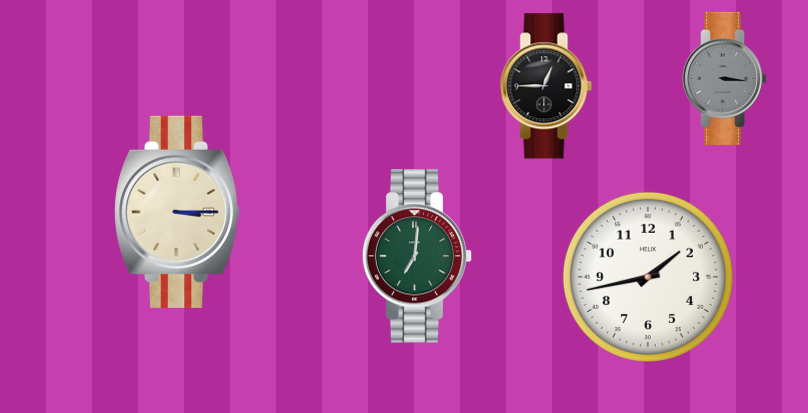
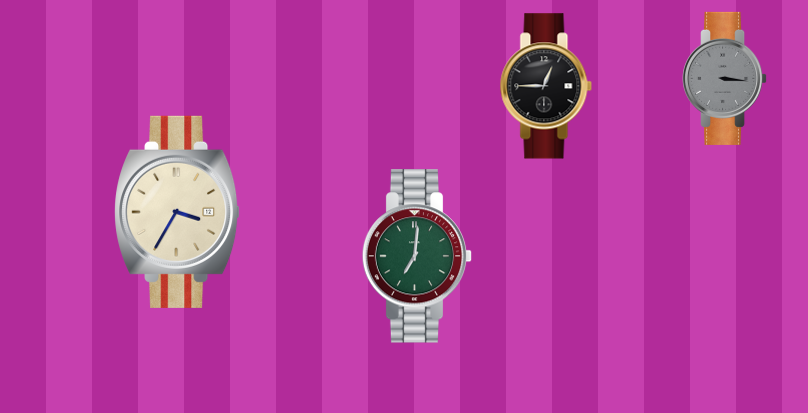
clock at (177, 212): 3:15 -> 3:35
clock at (648, 277): 1:43 -> none
